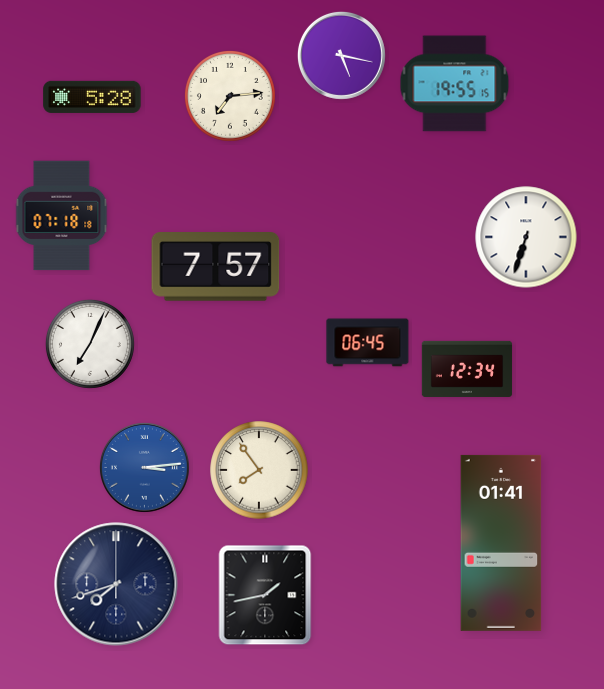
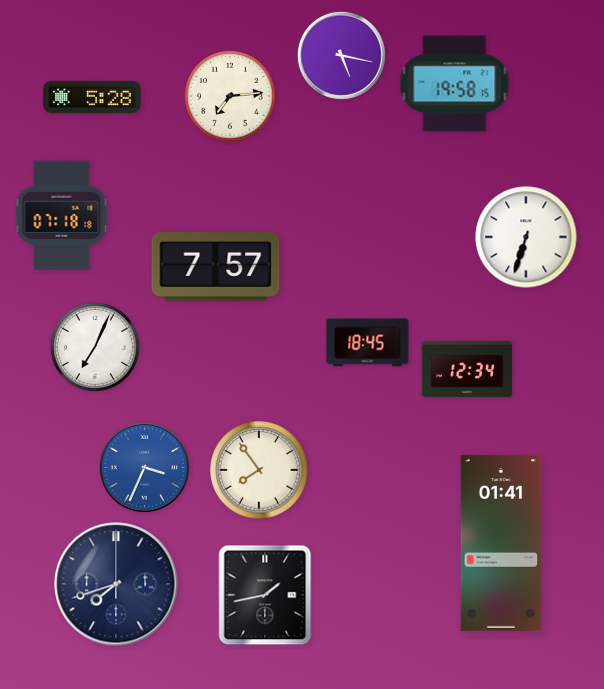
clock at (455, 84): 19:55 -> 19:58
clock at (368, 343): 06:45 -> 18:45
clock at (90, 344) position: (90, 344) -> (95, 347)
clock at (144, 467): 3:14 -> 3:34
